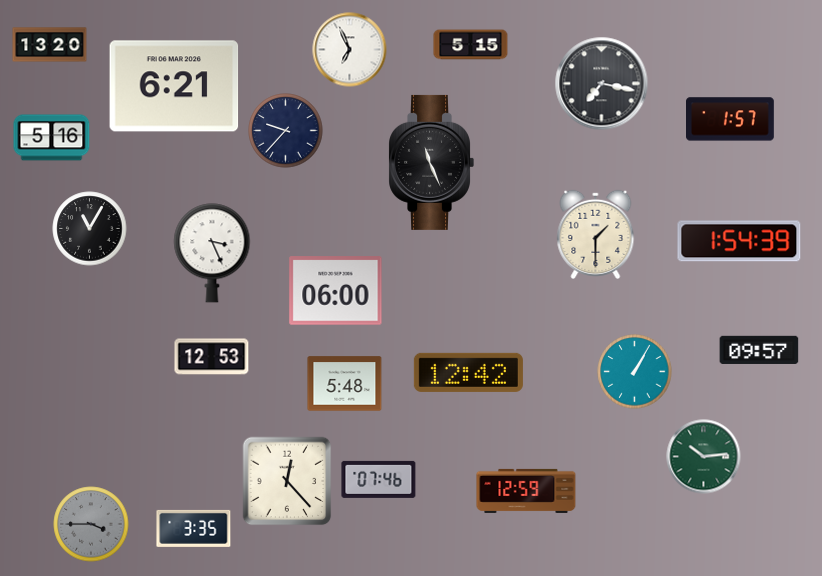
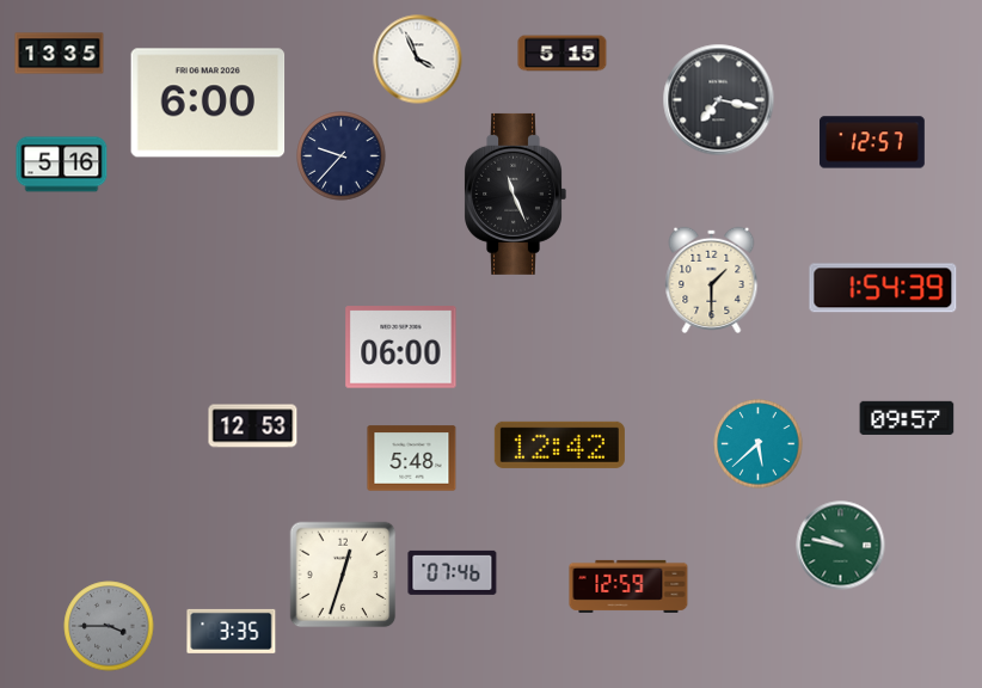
clock at (50, 45): 13:20 -> 13:35
clock at (350, 50): 6:56 -> 3:56
clock at (174, 86): 6:21 -> 6:00
clock at (731, 119): 1:57 -> 12:57
clock at (90, 229): 11:05 -> none
clock at (212, 253): 3:26 -> none
clock at (635, 372): 1:05 -> 5:38
clock at (704, 457): 10:14 -> 9:47
clock at (287, 481): 12:23 -> 12:33
